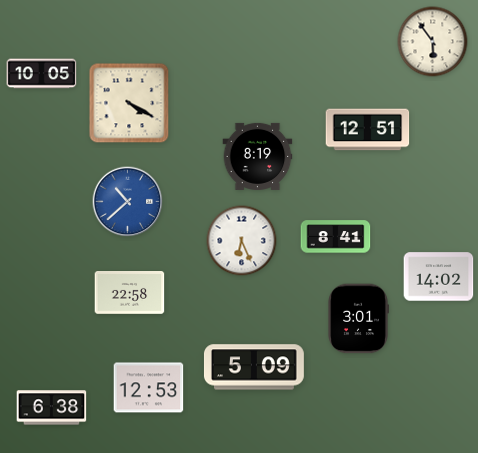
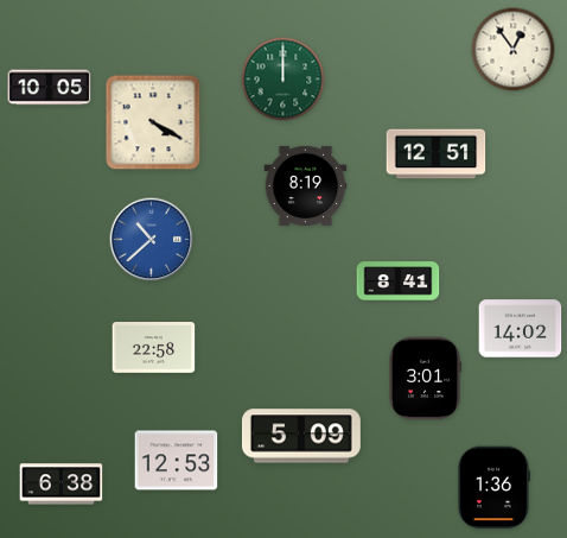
clock at (433, 42): 5:54 -> 12:54
clock at (283, 80): none -> 12:00
clock at (242, 241): 6:26 -> none
clock at (493, 488): none -> 1:36
